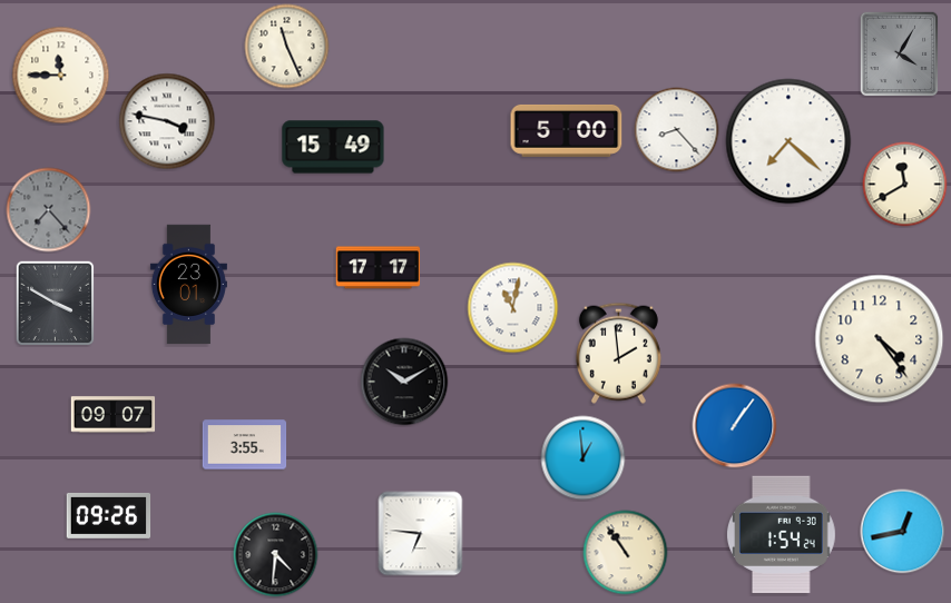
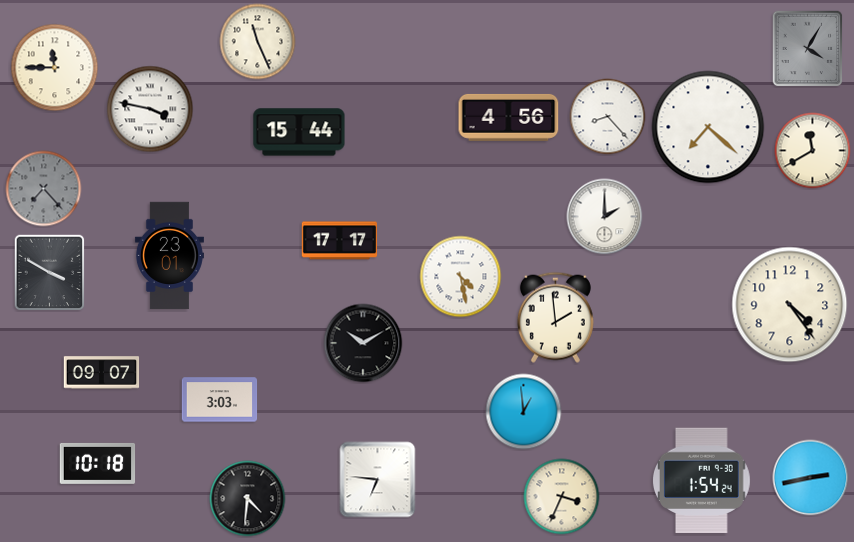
clock at (567, 130): 5:00 -> 4:56
clock at (333, 147): 15:49 -> 15:44
clock at (905, 185) position: (905, 185) -> (813, 151)
clock at (605, 217): none -> 2:00
clock at (513, 308): 11:02 -> 4:28
clock at (735, 426): 1:06 -> none
clock at (245, 445): 3:55 -> 3:03
clock at (109, 515): 09:26 -> 10:18
clock at (903, 532): 12:43 -> 2:43
clock at (626, 553): 10:54 -> 3:34
